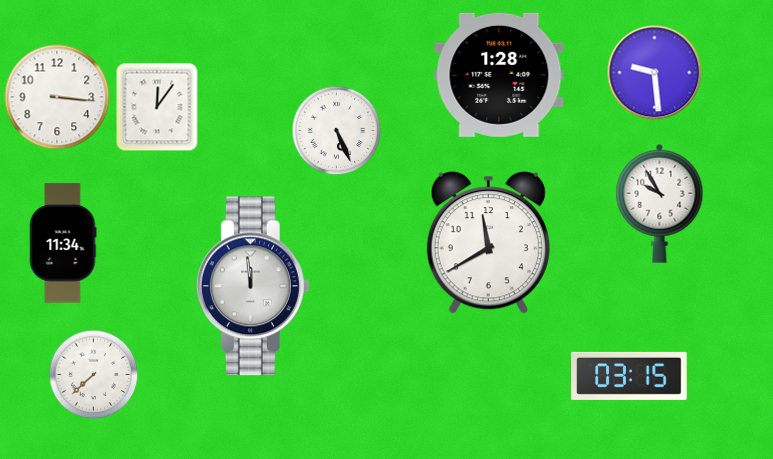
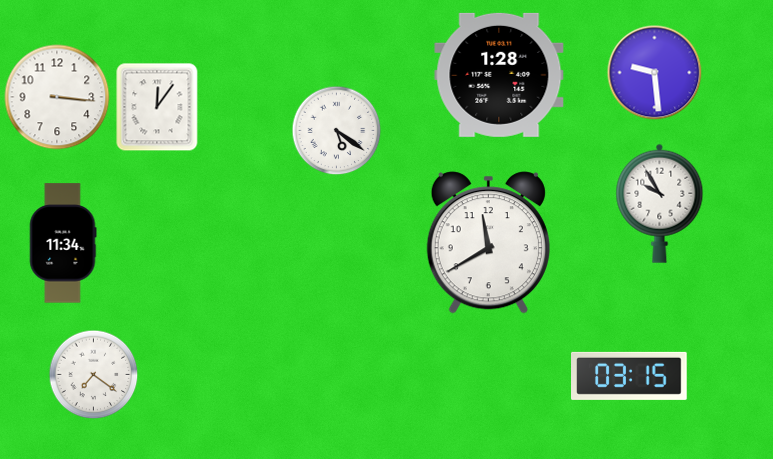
clock at (336, 130): 5:26 -> 5:21
clock at (253, 286): 11:59 -> none
clock at (93, 374): 7:38 -> 7:21
